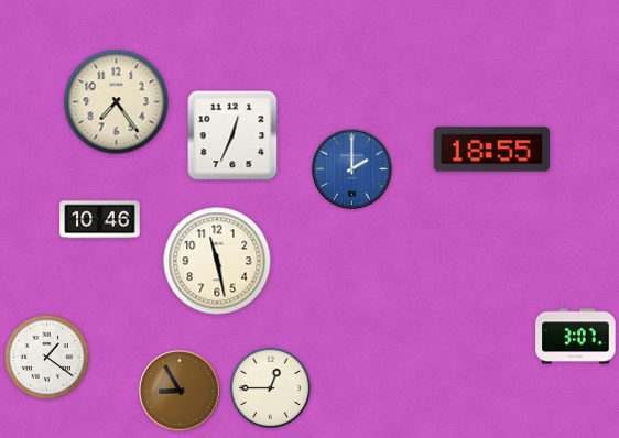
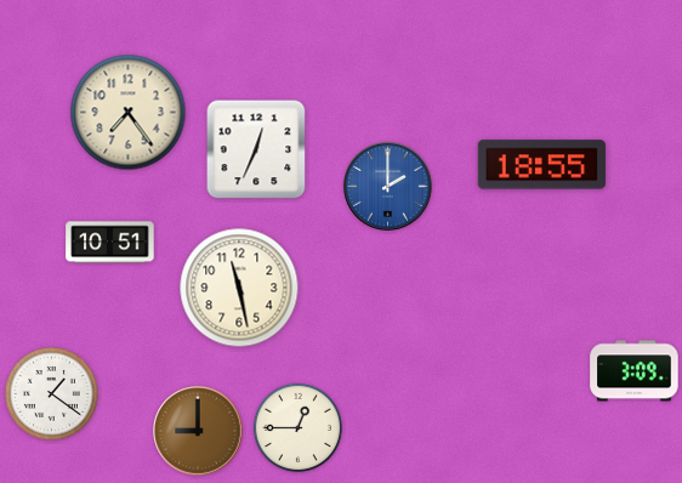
clock at (100, 220): 10:46 -> 10:51
clock at (576, 337): 3:07 -> 3:09
clock at (180, 391): 8:55 -> 9:00
